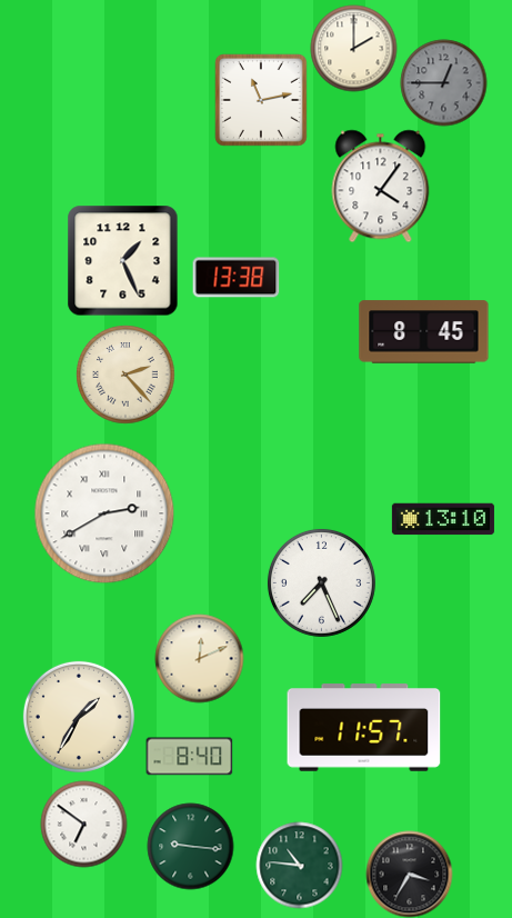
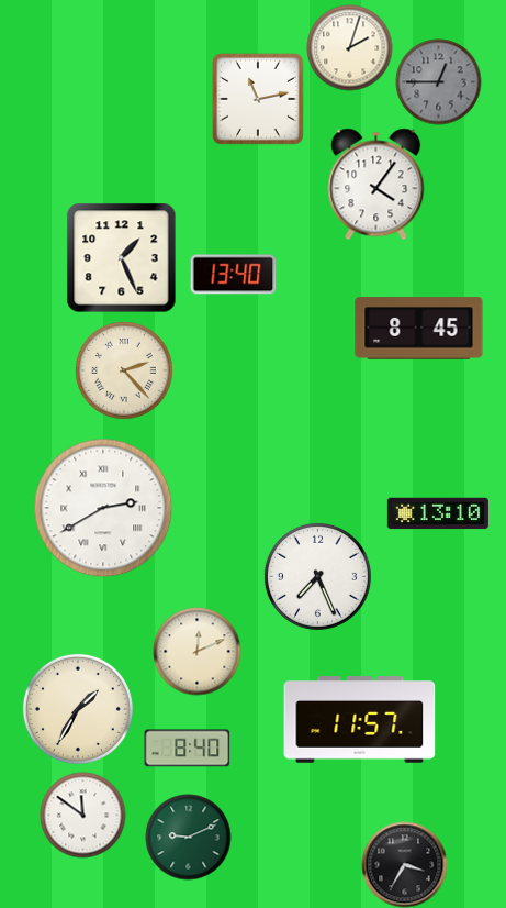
clock at (353, 48): 2:00 -> 2:03
clock at (235, 278): 13:38 -> 13:40
clock at (83, 824): 6:51 -> 11:51
clock at (190, 846): 9:16 -> 9:11
clock at (299, 865): 10:46 -> none
